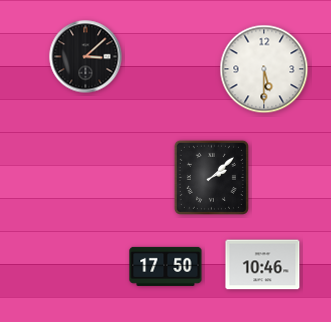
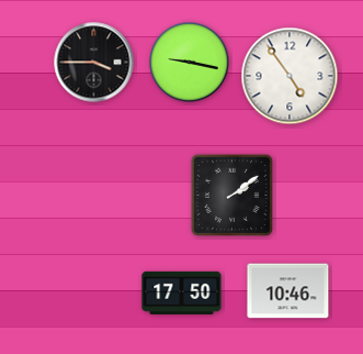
clock at (86, 57): 3:08 -> 3:45
clock at (190, 63): none -> 9:17
clock at (264, 69): 5:30 -> 4:54
clock at (211, 177): 2:08 -> 2:09
